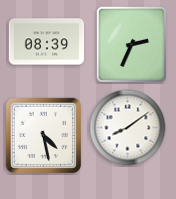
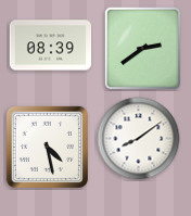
clock at (132, 45): 2:34 -> 2:39
